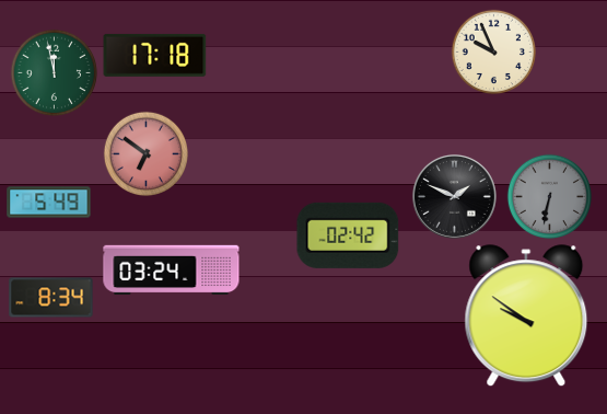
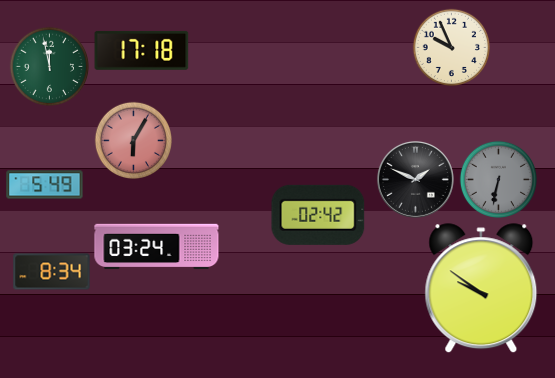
clock at (145, 153): 6:51 -> 6:05
clock at (549, 196) position: (549, 196) -> (498, 179)
clock at (51, 298) position: (51, 298) -> (52, 272)
